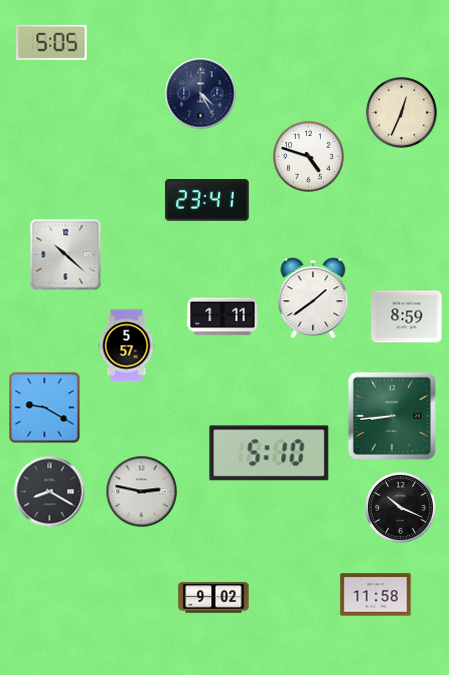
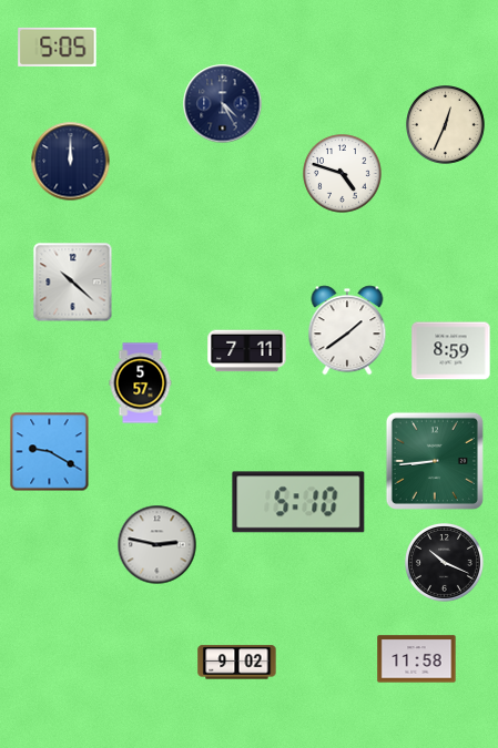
clock at (71, 162): none -> 12:00
clock at (207, 200): 23:41 -> none
clock at (223, 317): 1:11 -> 7:11
clock at (50, 492): 8:20 -> none
